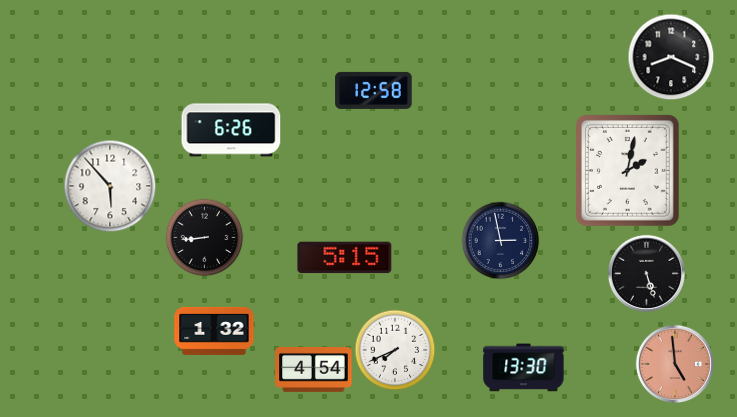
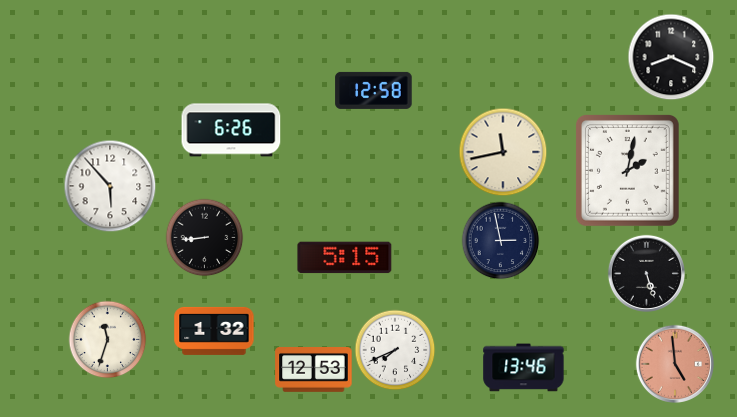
clock at (503, 152): none -> 11:43
clock at (107, 339): none -> 11:33
clock at (524, 368): 13:30 -> 13:46
clock at (314, 370): 4:54 -> 12:53
